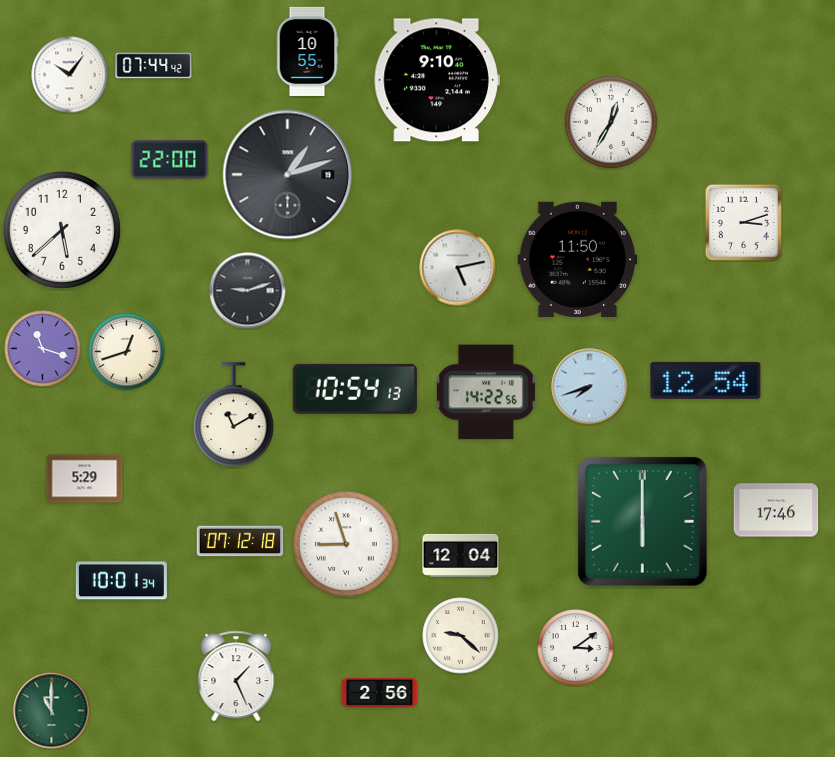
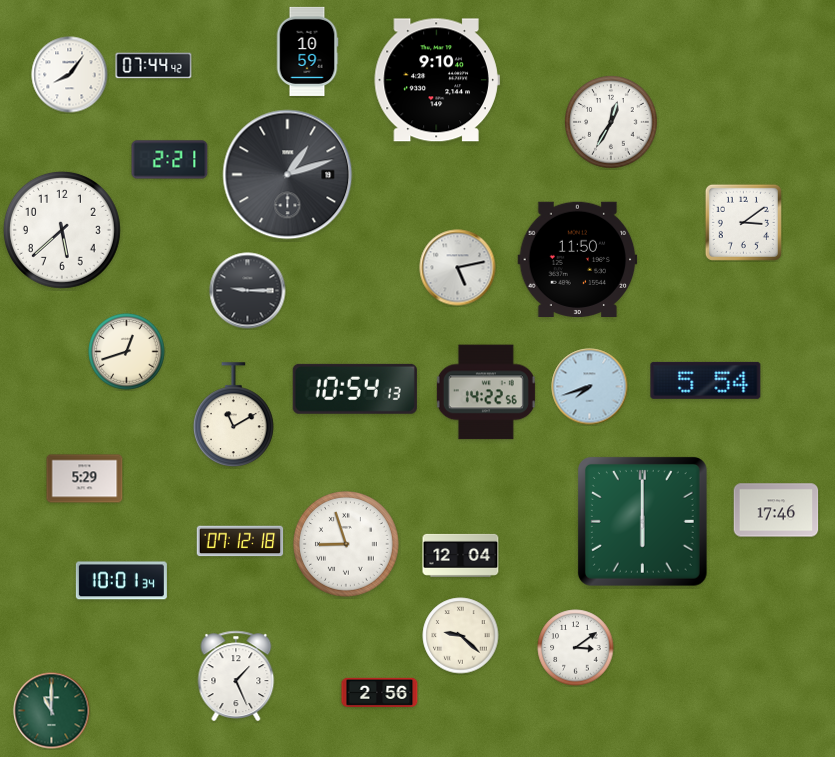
clock at (307, 51): 10:55 -> 10:59
clock at (70, 75): 10:06 -> 8:06
clock at (170, 160): 22:00 -> 2:21
clock at (743, 222): 3:12 -> 3:09
clock at (248, 291): 9:12 -> 9:15
clock at (43, 349): 11:18 -> none
clock at (706, 380): 12:54 -> 5:54
